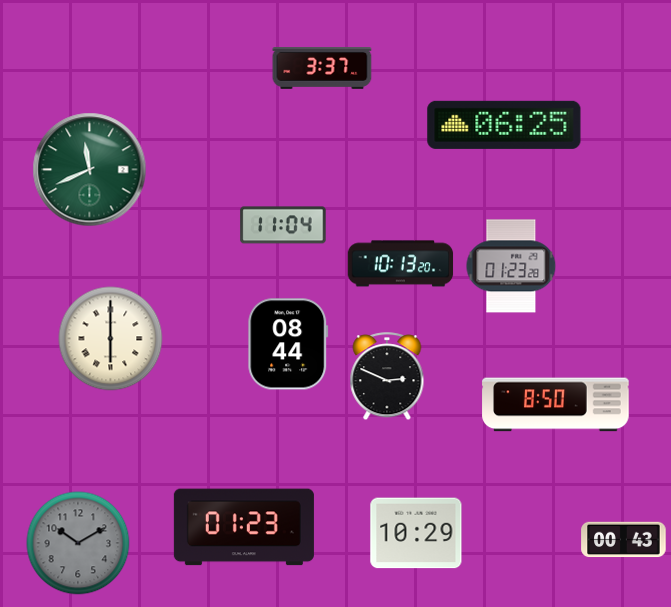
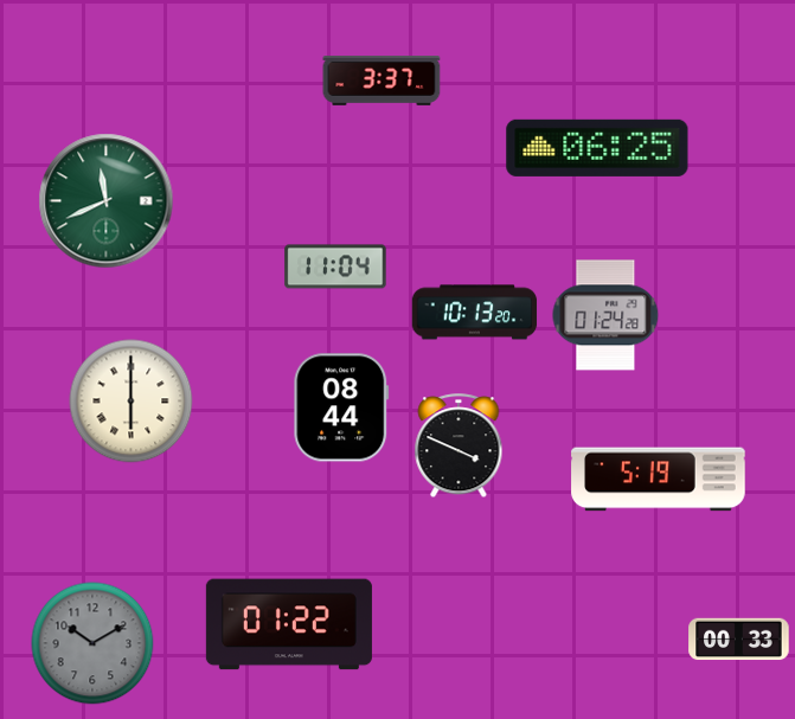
clock at (511, 266): 01:23 -> 01:24
clock at (387, 377): 2:49 -> 3:49
clock at (556, 405): 8:50 -> 5:19
clock at (244, 527): 01:23 -> 01:22
clock at (416, 533): 10:29 -> none
clock at (624, 540): 00:43 -> 00:33
